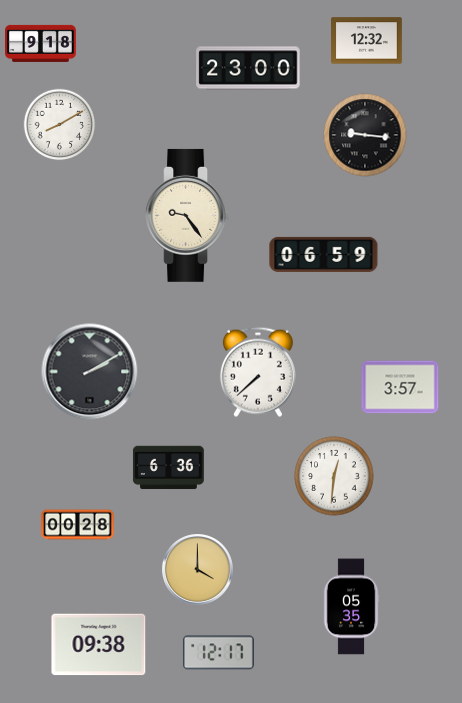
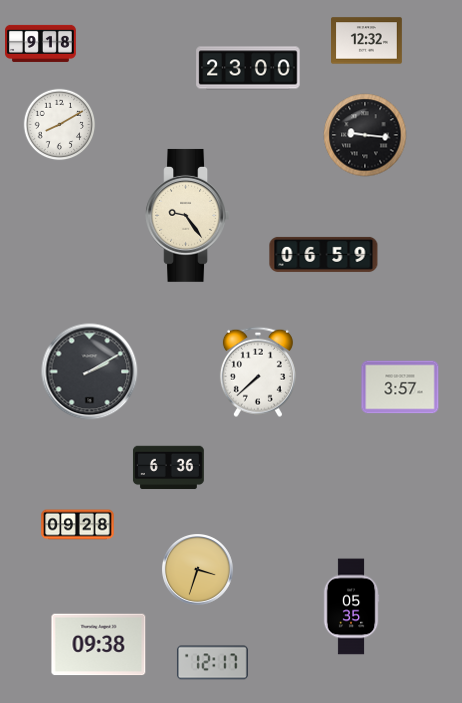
clock at (334, 476): 12:31 -> none
clock at (78, 525): 00:28 -> 09:28
clock at (198, 570): 4:00 -> 3:33
clock at (219, 653) position: (219, 653) -> (213, 663)
